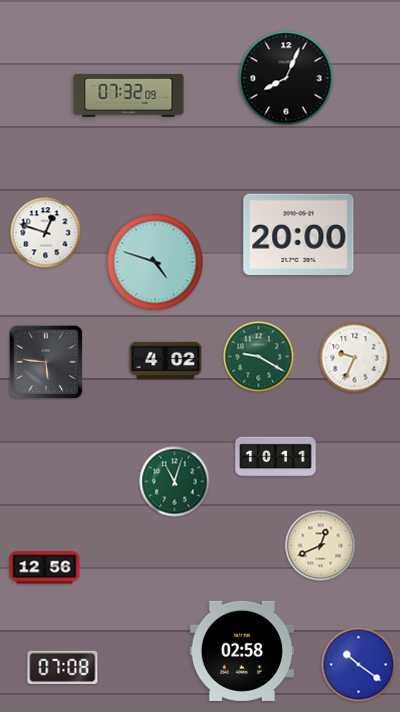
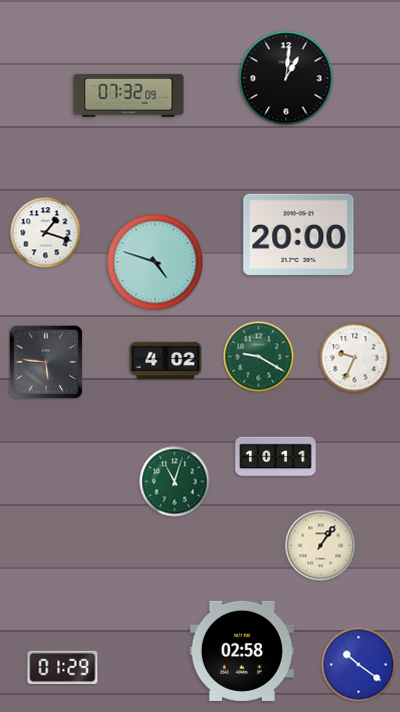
clock at (286, 78): 8:04 -> 1:01
clock at (46, 233): 12:48 -> 1:18
clock at (321, 546): 12:41 -> 1:06
clock at (45, 568): 12:56 -> none
clock at (63, 667): 07:08 -> 01:29
